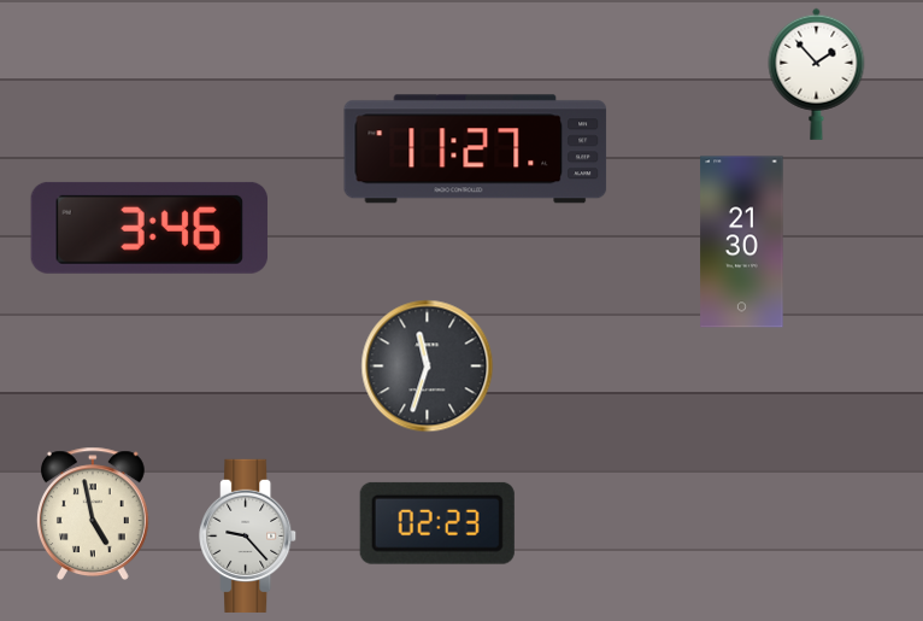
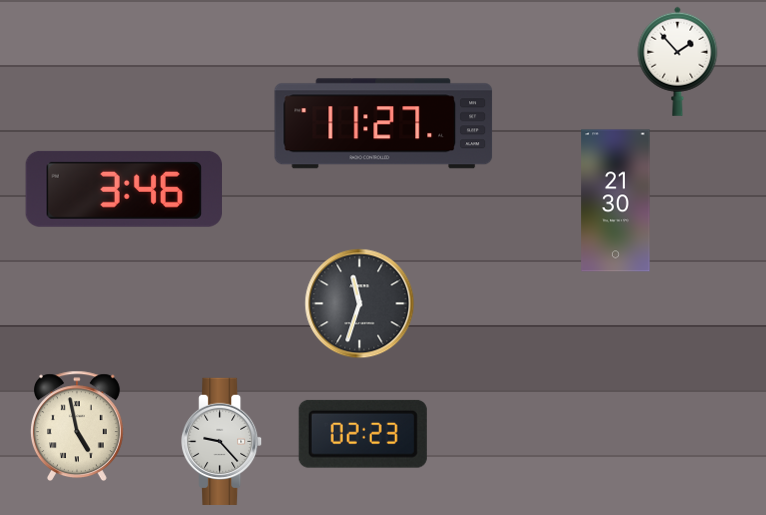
clock at (476, 150) position: (476, 150) -> (384, 124)
clock at (428, 367) position: (428, 367) -> (360, 304)
clock at (248, 535) position: (248, 535) -> (222, 441)
